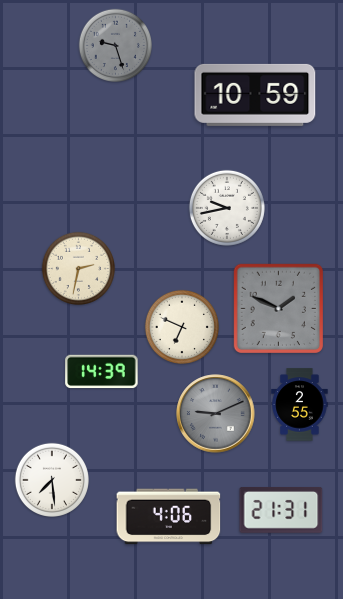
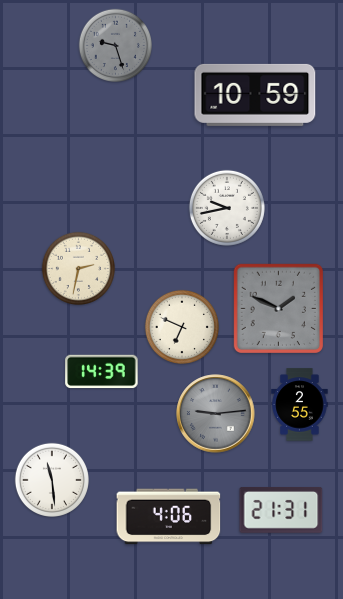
clock at (216, 414): 9:11 -> 9:14
clock at (52, 480): 7:29 -> 11:29
